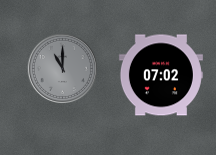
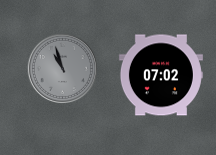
clock at (62, 68): 11:00 -> 10:57
